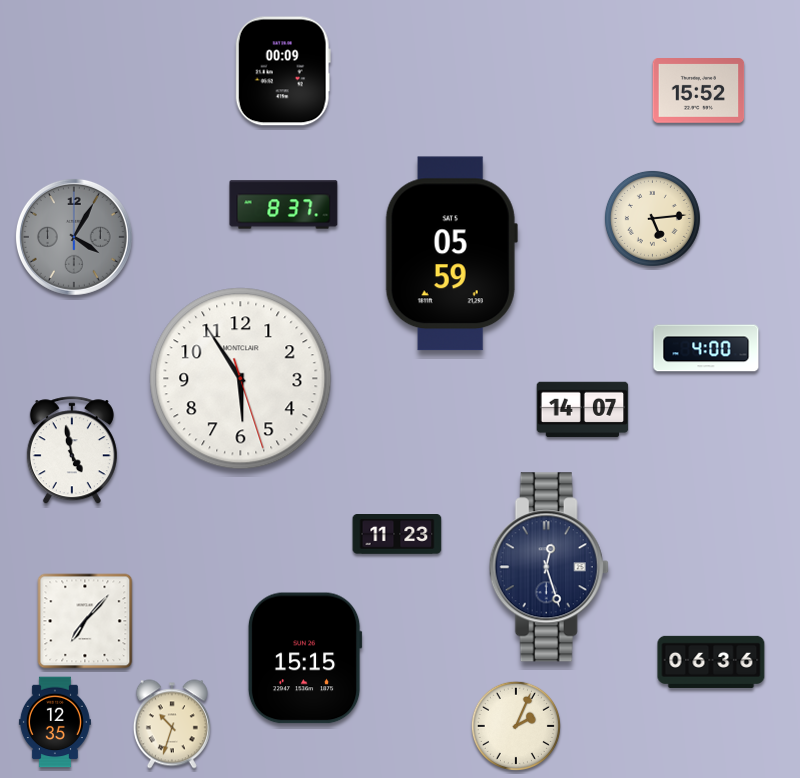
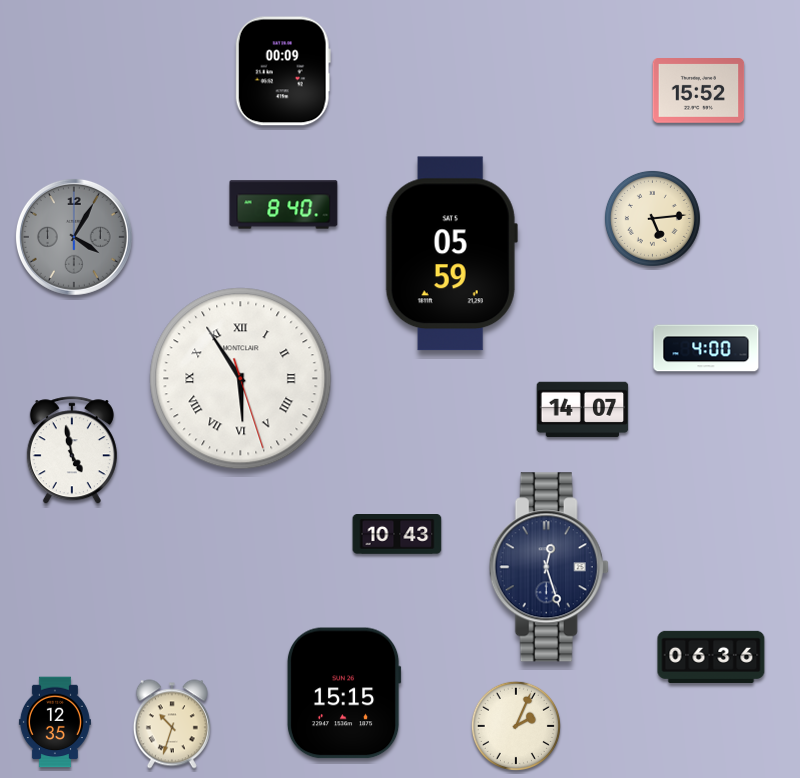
clock at (284, 205): 8:37 -> 8:40
clock at (241, 379) numerals: Arabic -> Roman
clock at (397, 535): 11:23 -> 10:43
clock at (85, 621): 7:07 -> none
clock at (305, 658) position: (305, 658) -> (344, 693)
clock at (711, 662) position: (711, 662) -> (711, 657)
